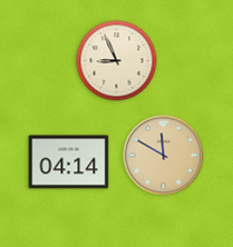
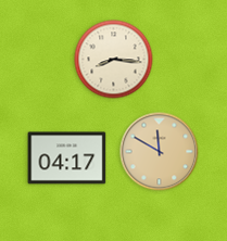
clock at (117, 61): 8:56 -> 8:16
clock at (69, 162): 04:14 -> 04:17
